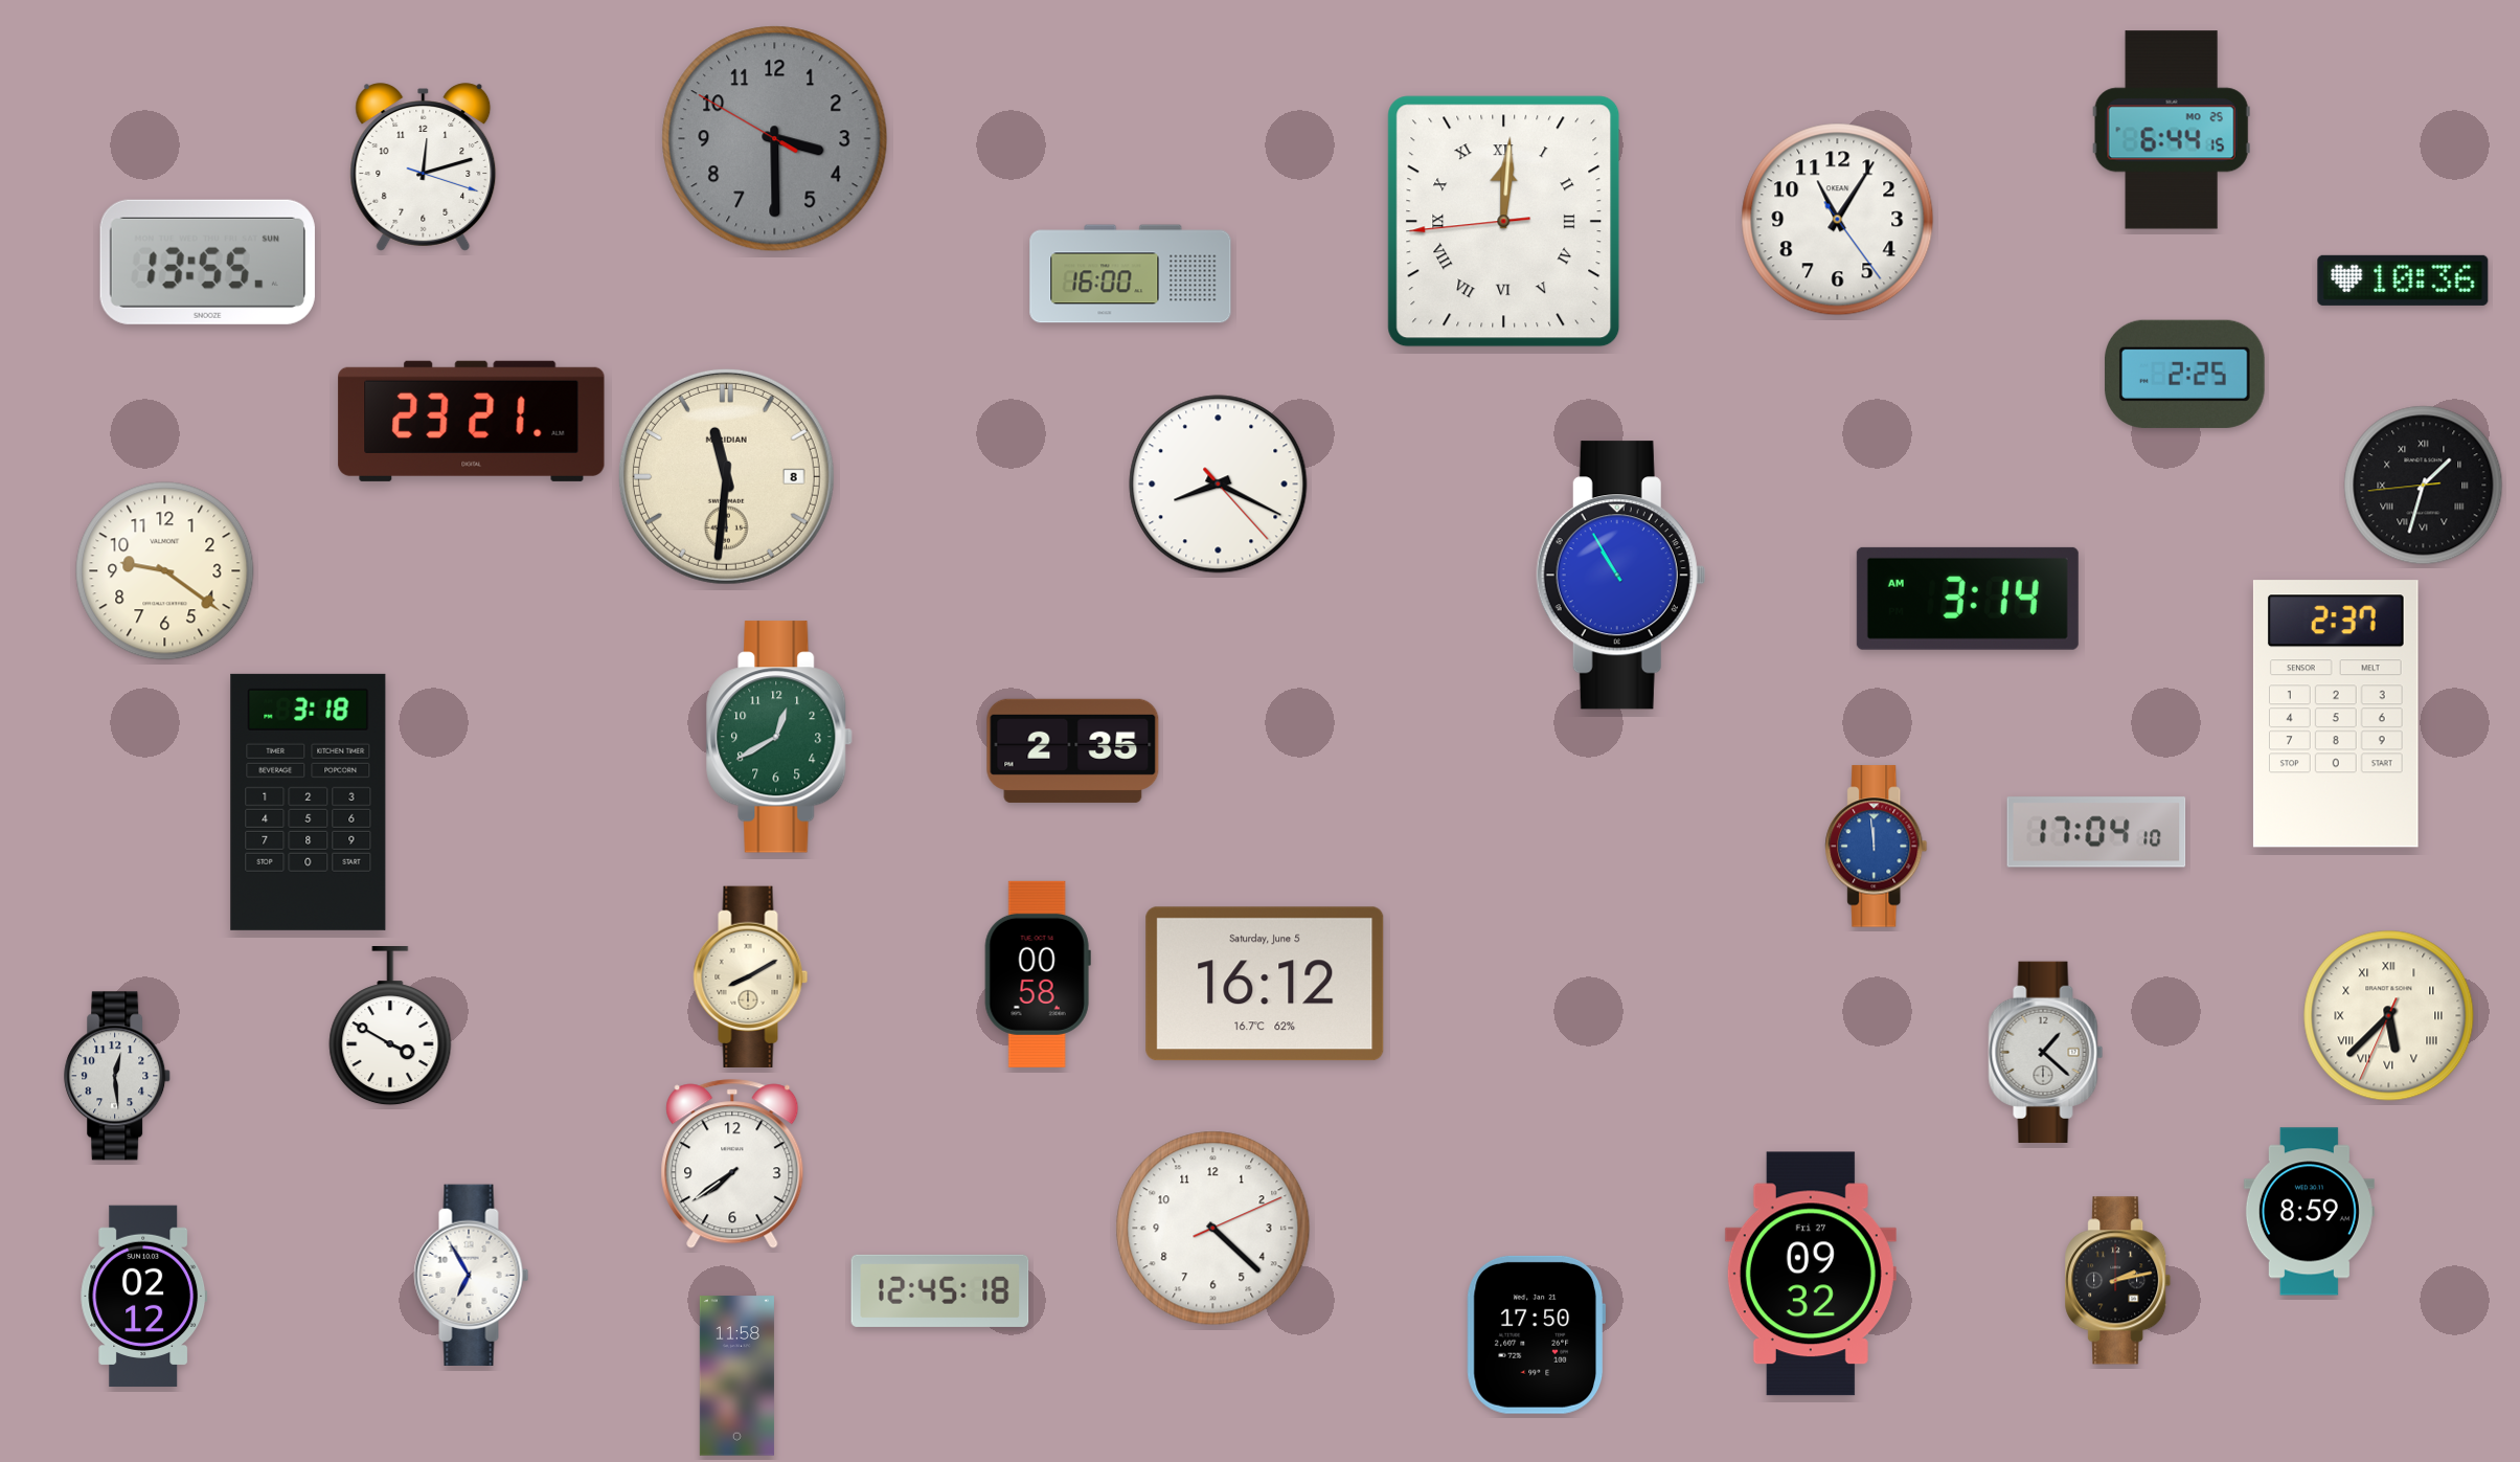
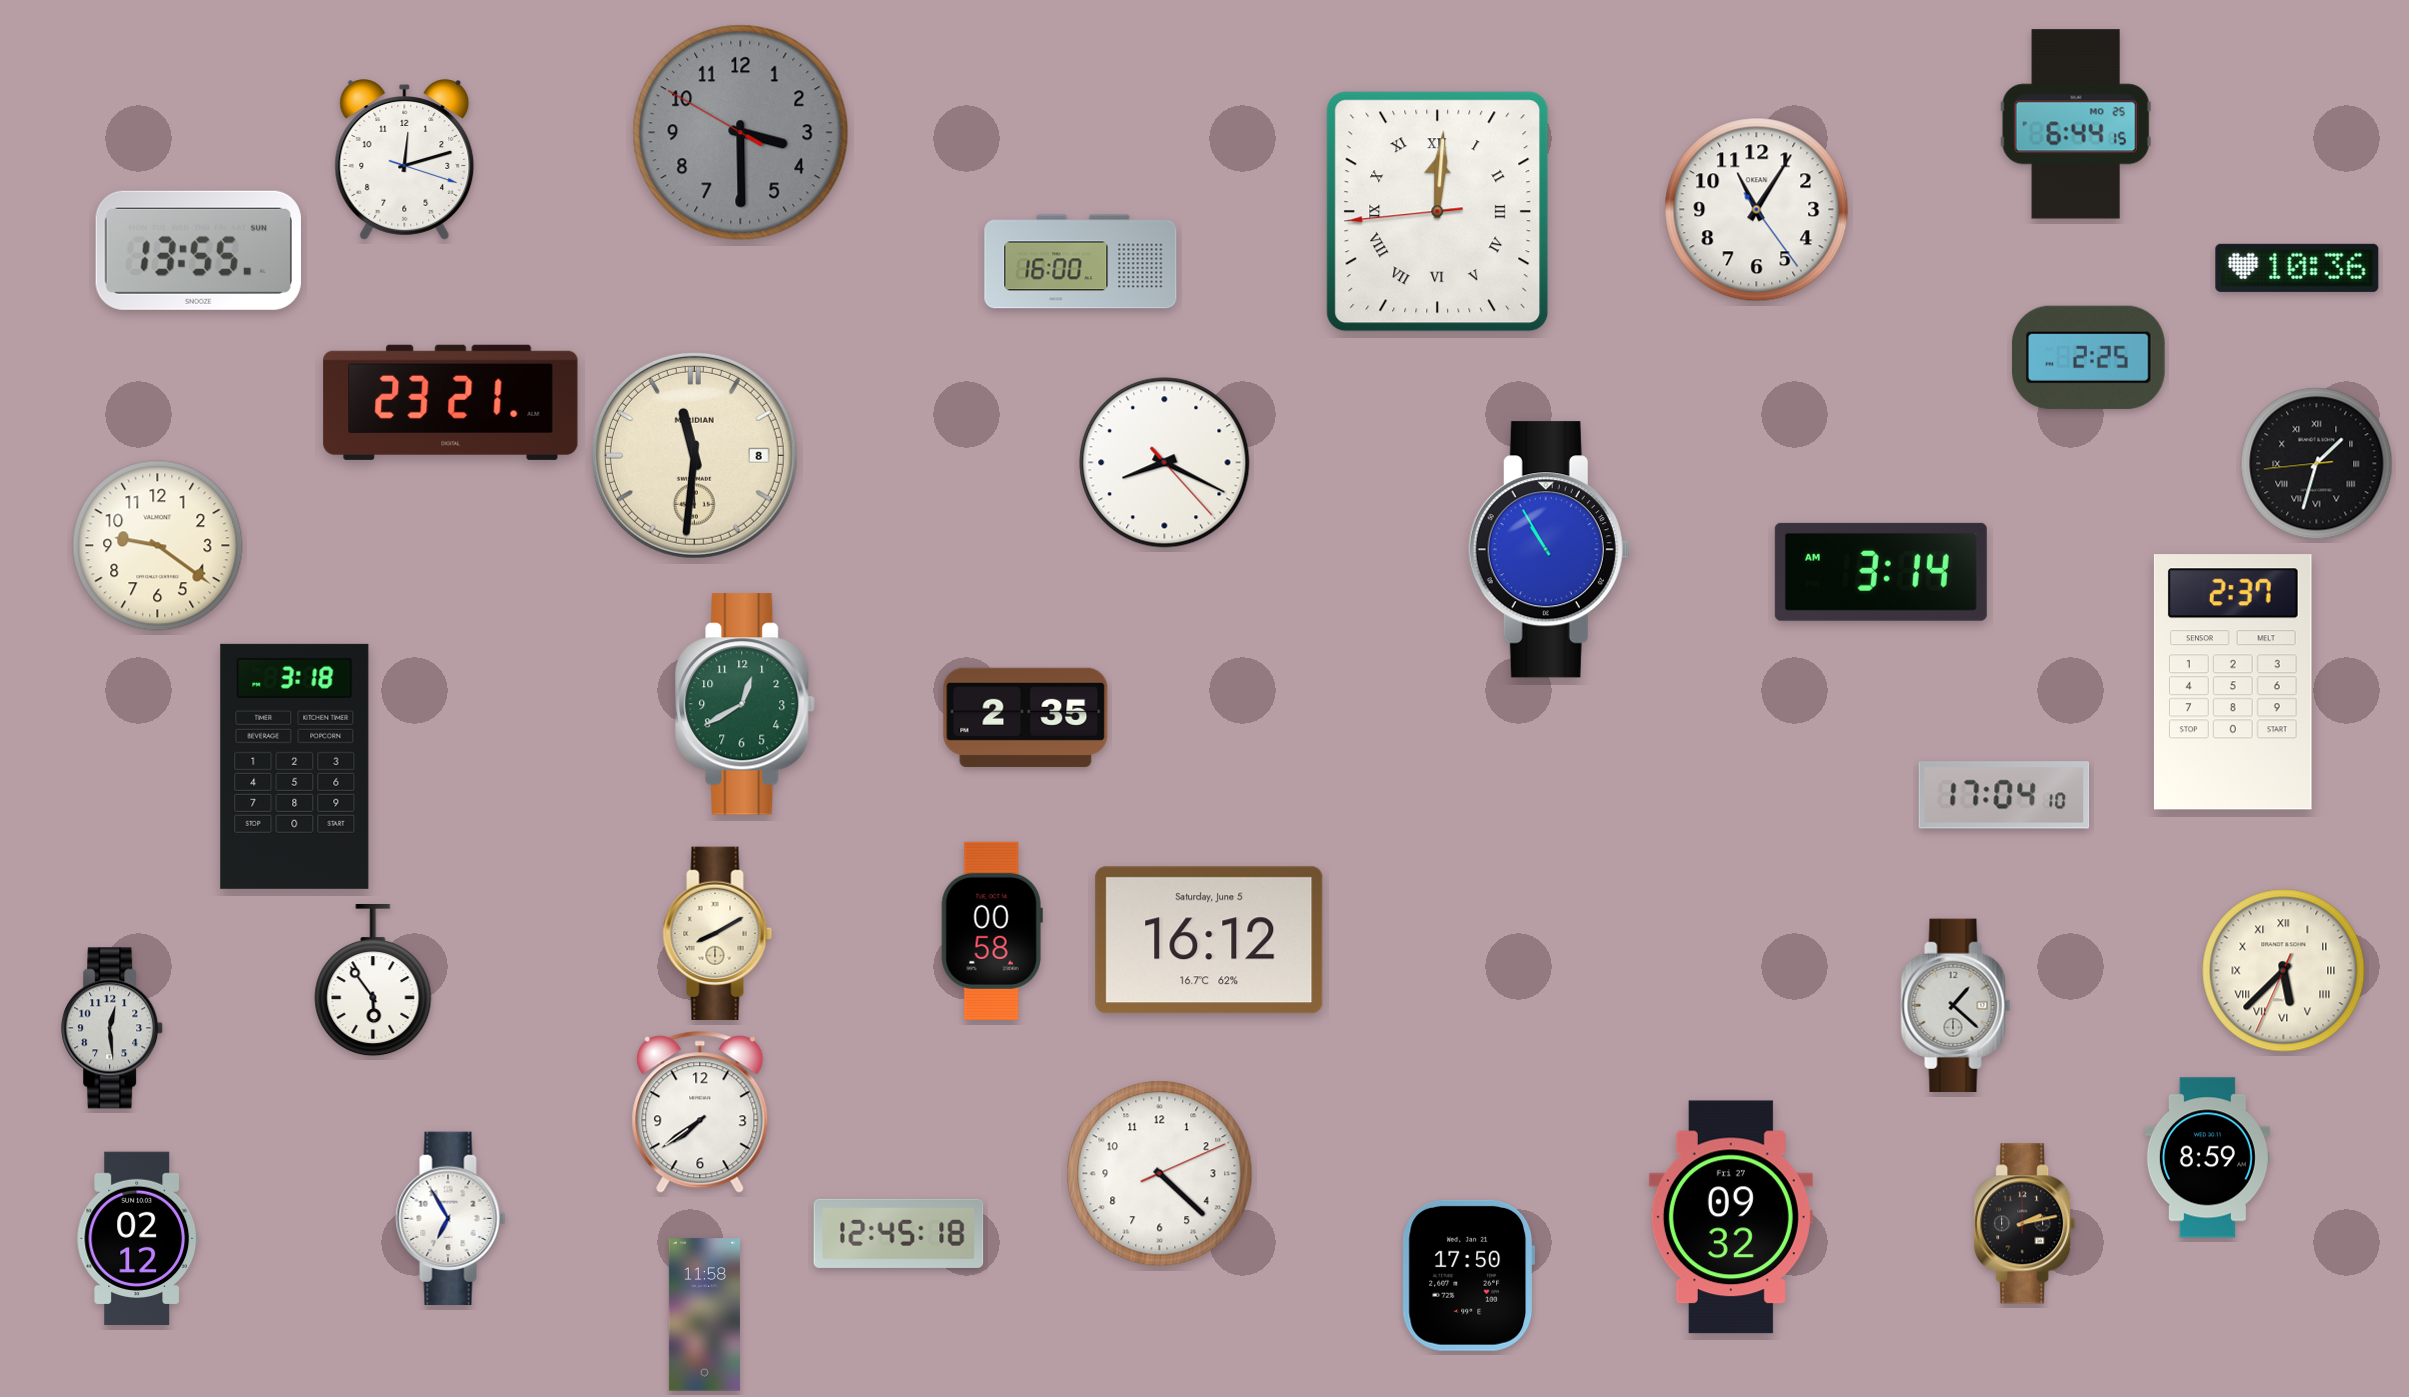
clock at (1877, 847): 11:59 -> none
clock at (390, 1027): 3:50 -> 5:54
